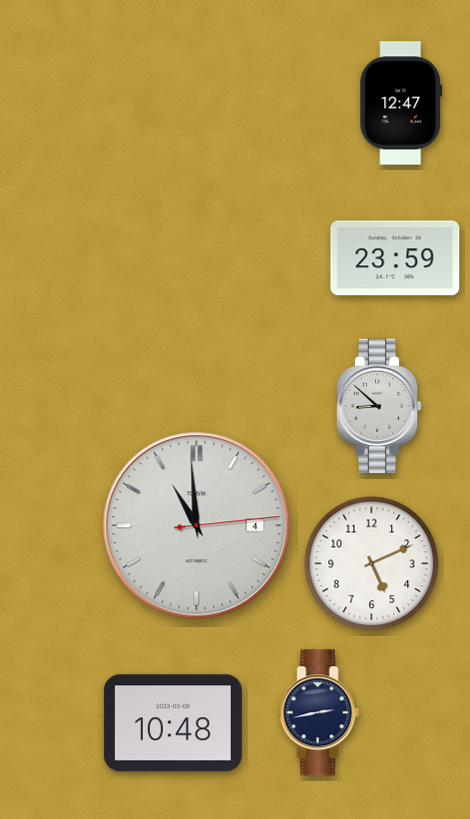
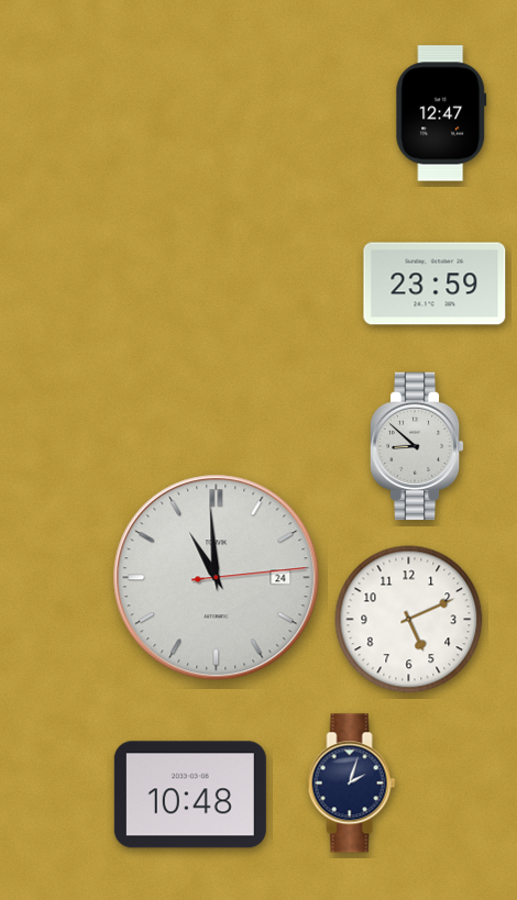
clock at (197, 526) date: 4 -> 24
clock at (320, 713): 2:43 -> 2:03
